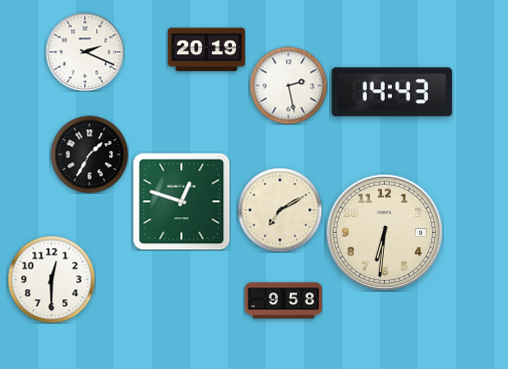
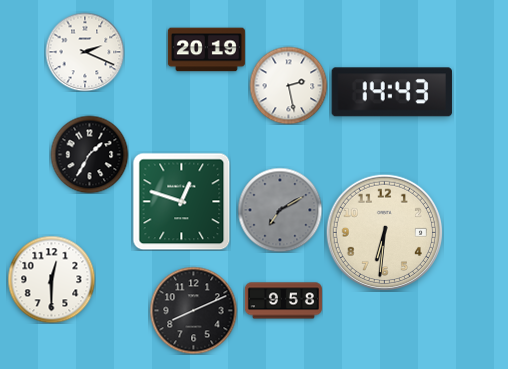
clock at (280, 210) dial: cream -> grey
clock at (193, 310): none -> 8:11
